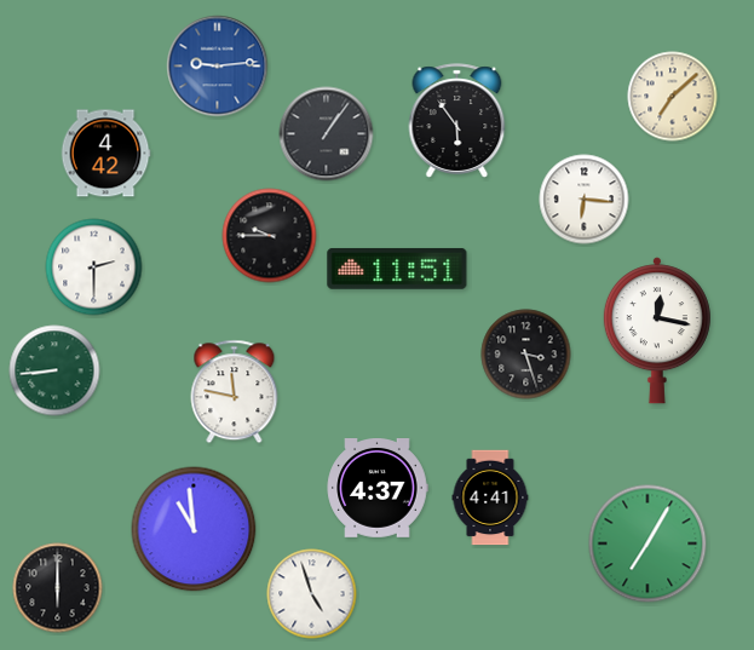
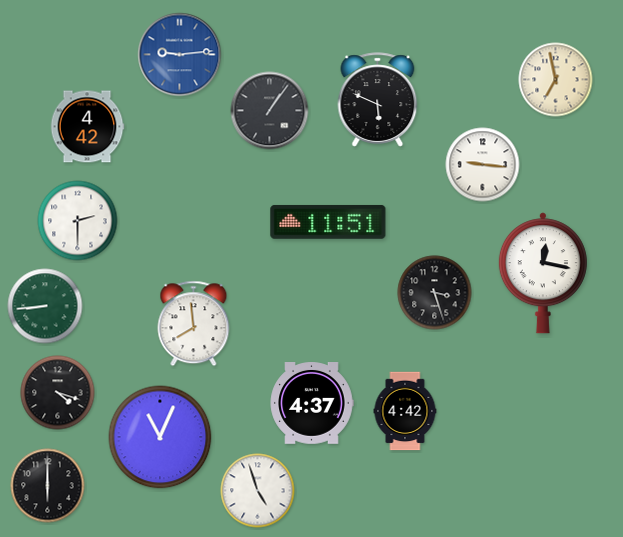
clock at (673, 97): 7:08 -> 6:58
clock at (457, 121): 5:54 -> 5:49
clock at (585, 200): 6:16 -> 9:16
clock at (270, 236): 9:45 -> none
clock at (235, 392): 11:47 -> 7:59
clock at (58, 393): none -> 4:18
clock at (490, 497): 4:41 -> 4:42
clock at (194, 529): 10:59 -> 11:04
clock at (647, 543): 7:05 -> none
